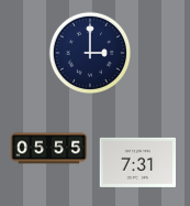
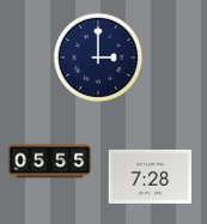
clock at (49, 149) position: (49, 149) -> (50, 162)
clock at (138, 162): 7:31 -> 7:28
